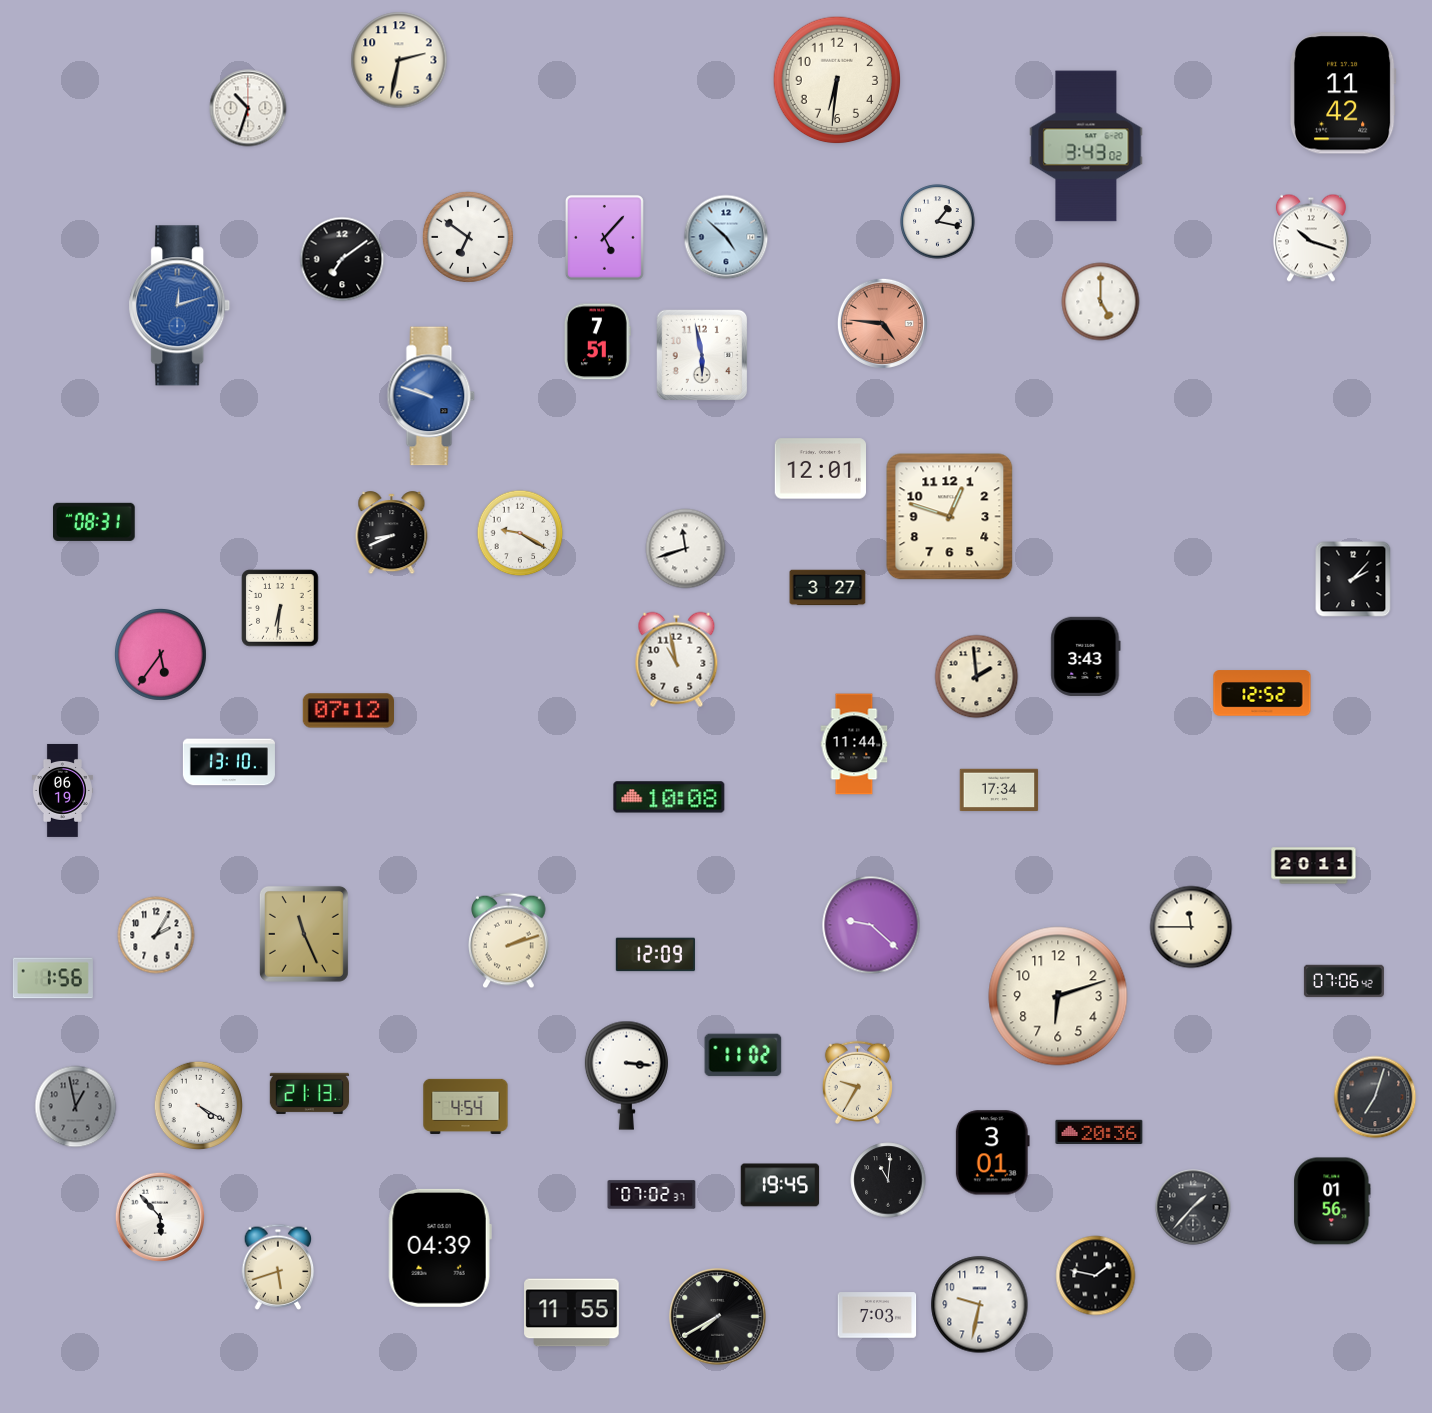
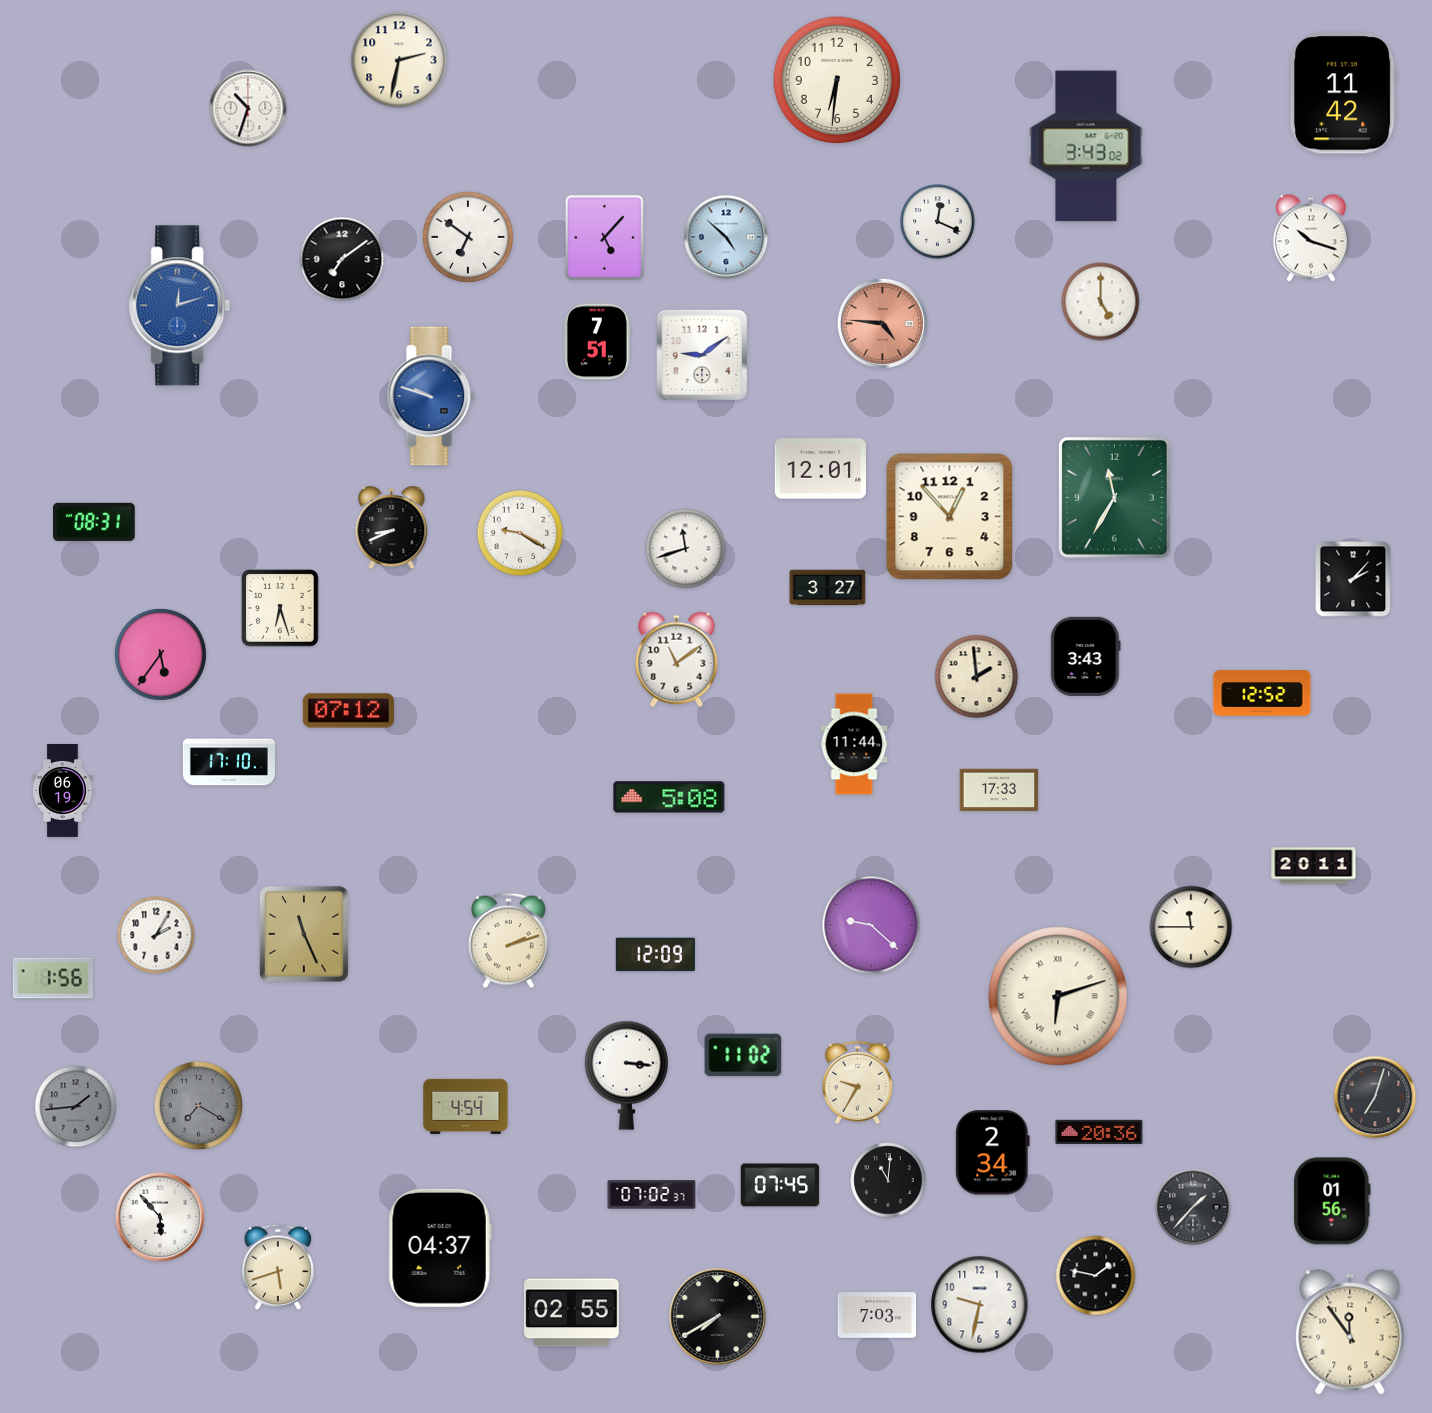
clock at (938, 222): 1:17 -> 12:19
clock at (702, 355): 5:58 -> 9:09
clock at (1114, 498): none -> 11:35
clock at (950, 517): 12:48 -> 12:53
clock at (392, 533) position: (392, 533) -> (392, 528)
clock at (280, 608): 6:31 -> 6:27
clock at (677, 660): 10:58 -> 11:09
clock at (229, 762): 13:10 -> 17:10
clock at (999, 790): 17:34 -> 17:33
clock at (669, 797): 10:08 -> 5:08
clock at (1344, 981): 07:06 -> none
clock at (1058, 996) numerals: Arabic -> Roman
clock at (309, 1093): 21:13 -> none
clock at (199, 1106): 4:20 -> 7:20
clock at (199, 1106) dial: white -> grey
clock at (76, 1107): 12:58 -> 1:44
clock at (992, 1153): 3:01 -> 2:34
clock at (780, 1185): 19:45 -> 07:45
clock at (440, 1248): 04:39 -> 04:37
clock at (572, 1313): 11:55 -> 02:55
clock at (1350, 1332): none -> 11:54
